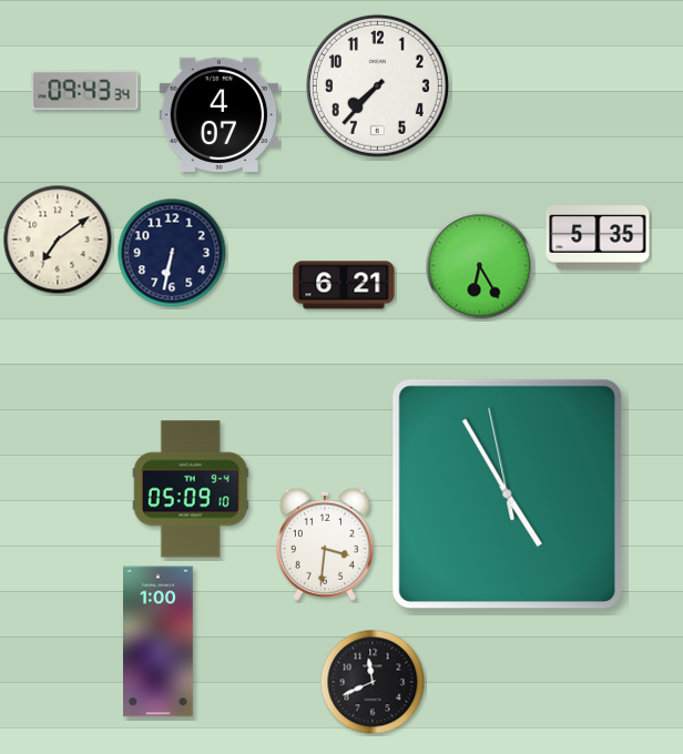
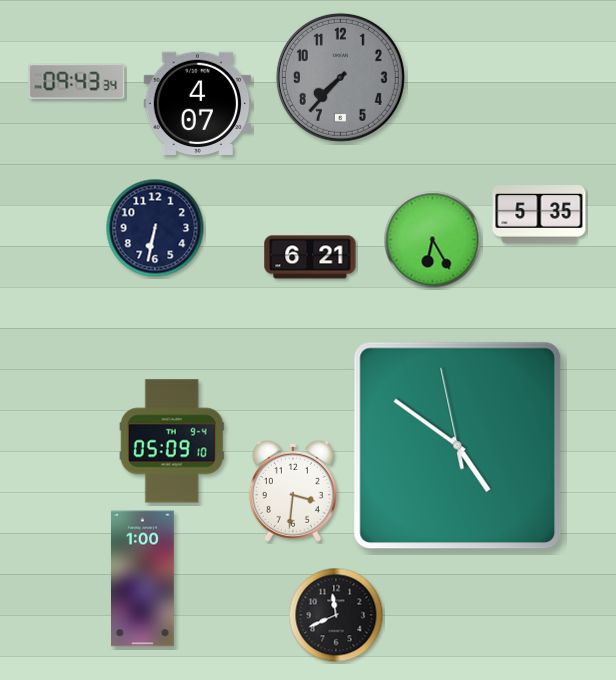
clock at (377, 85) dial: white -> grey
clock at (58, 240): 7:09 -> none
clock at (508, 495): 4:54 -> 4:50
